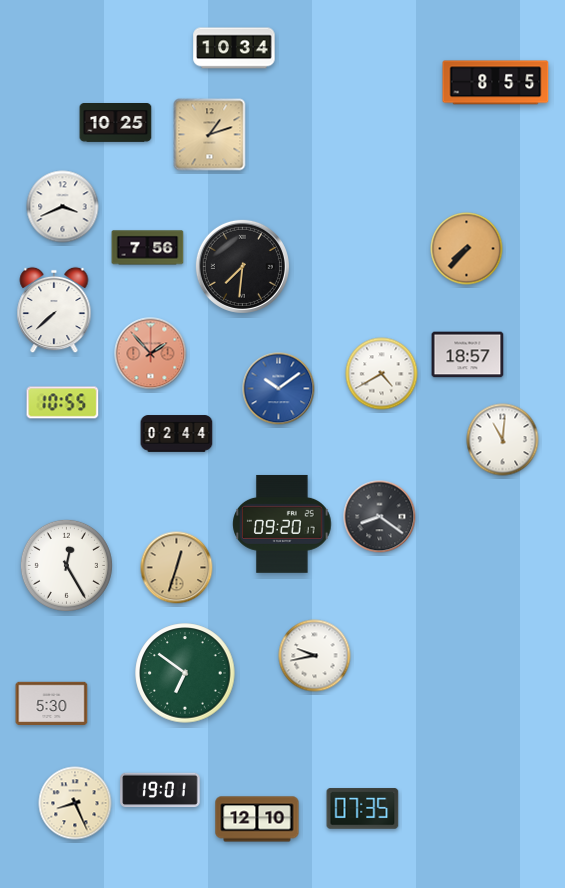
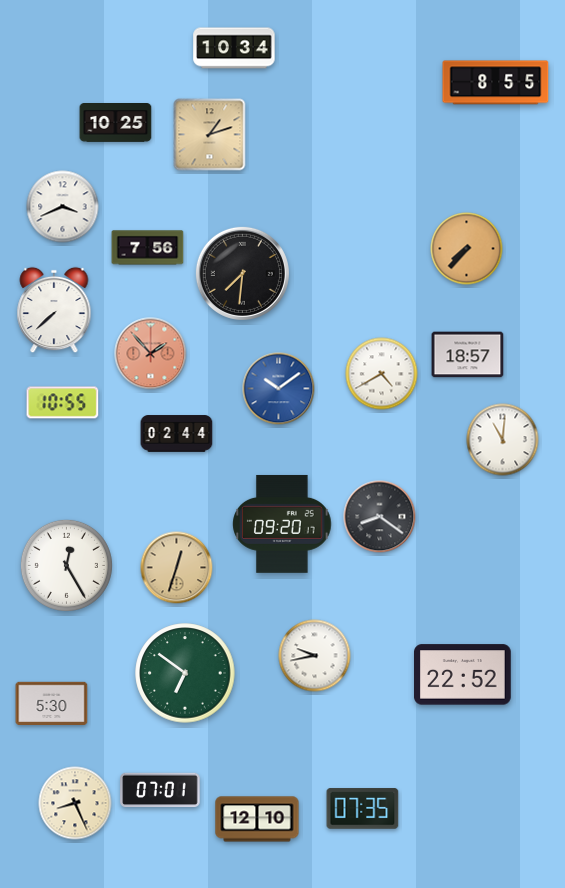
clock at (242, 266) position: (242, 266) -> (242, 273)
clock at (463, 675): none -> 22:52
clock at (160, 790): 19:01 -> 07:01
